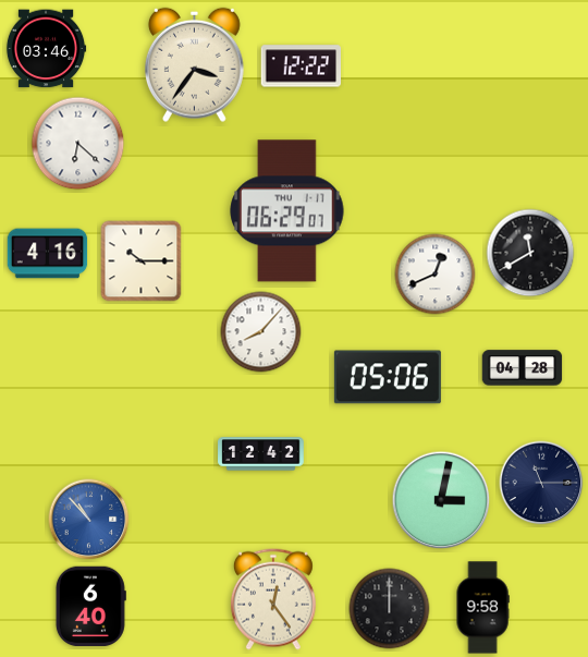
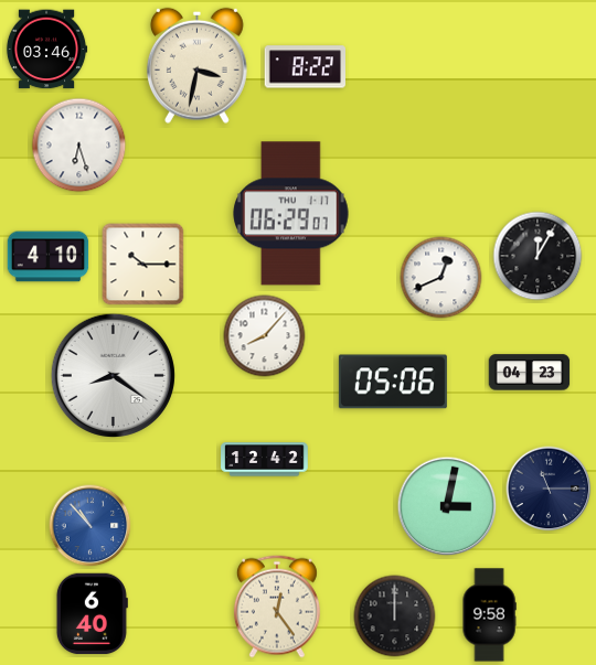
clock at (194, 64): 3:36 -> 3:32
clock at (302, 66): 12:22 -> 8:22
clock at (78, 144): 6:22 -> 6:27
clock at (530, 253): 11:40 -> 12:05
clock at (48, 254): 4:16 -> 4:10
clock at (523, 368): 04:28 -> 04:23
clock at (113, 375): none -> 8:21
